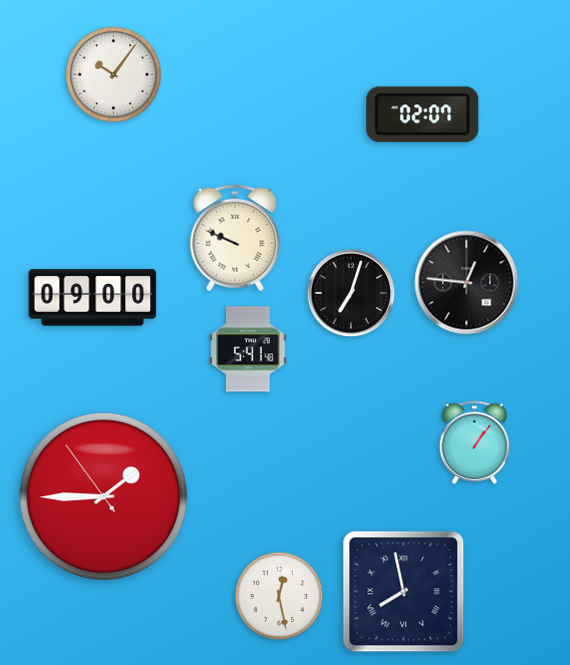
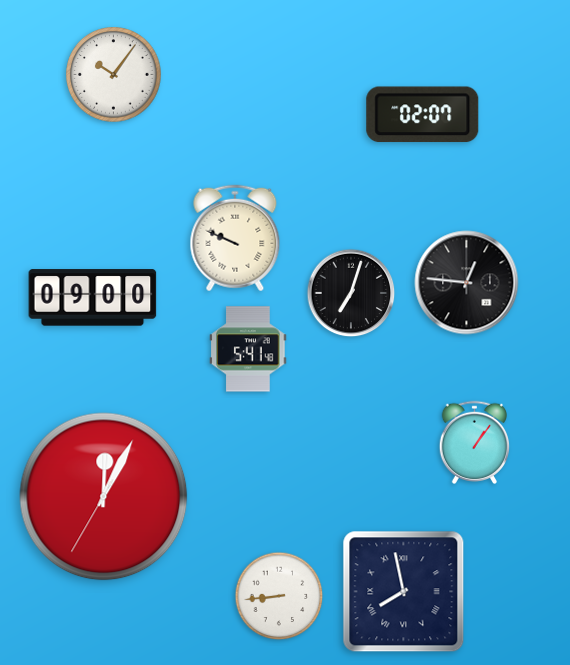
clock at (104, 497): 1:44 -> 12:04
clock at (279, 596): 12:28 -> 8:44
